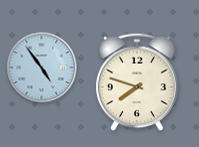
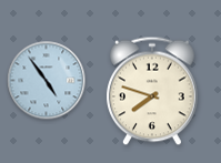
clock at (42, 68) position: (42, 68) -> (47, 81)
